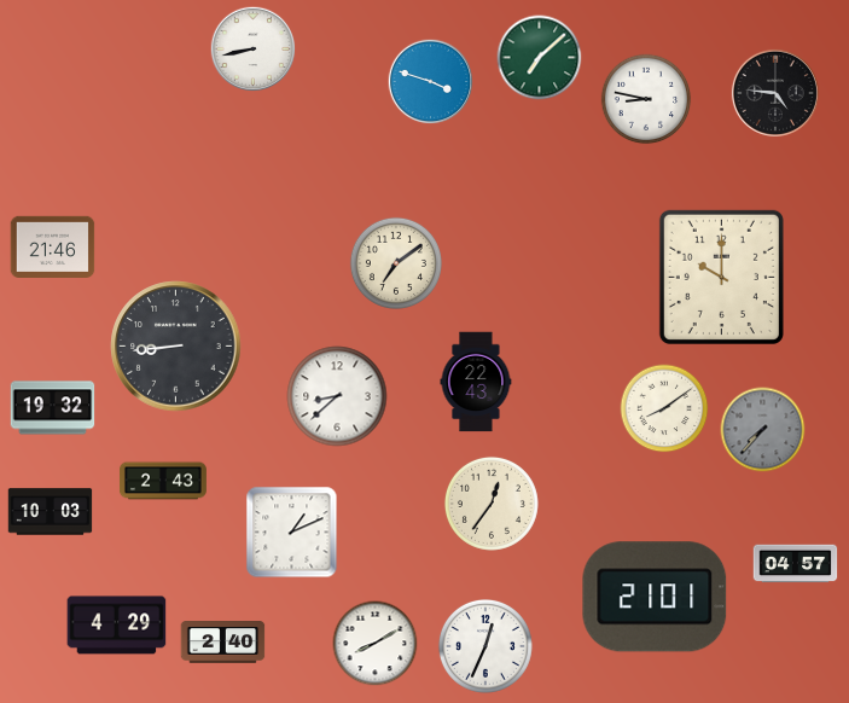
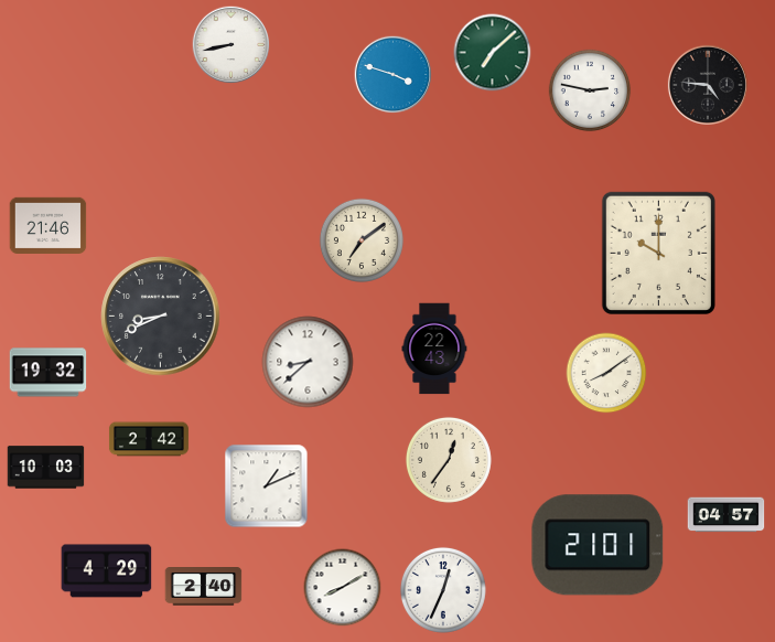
clock at (646, 99): 8:47 -> 2:47
clock at (176, 347): 8:44 -> 8:41
clock at (763, 430): 7:37 -> none
clock at (163, 481): 2:43 -> 2:42
